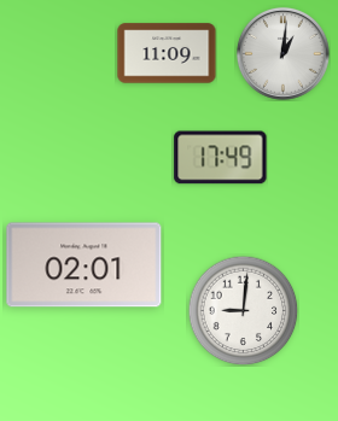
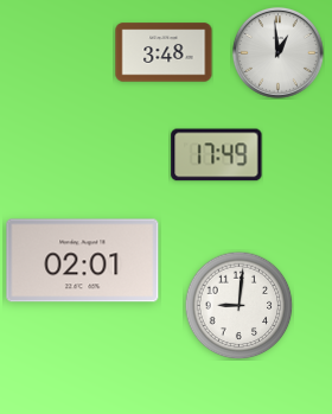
clock at (167, 53): 11:09 -> 3:48
clock at (282, 53): 1:01 -> 12:59
